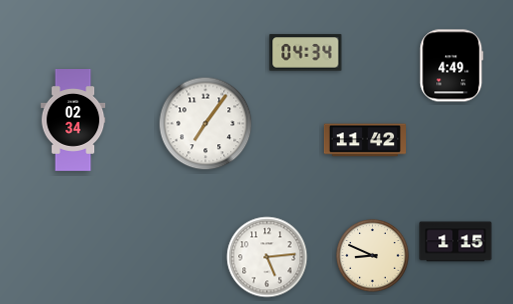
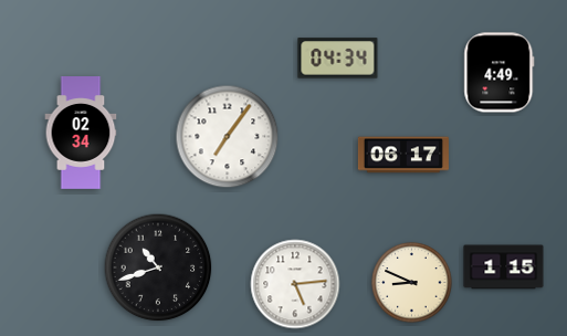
clock at (365, 140): 11:42 -> 06:17
clock at (158, 267): none -> 10:42
